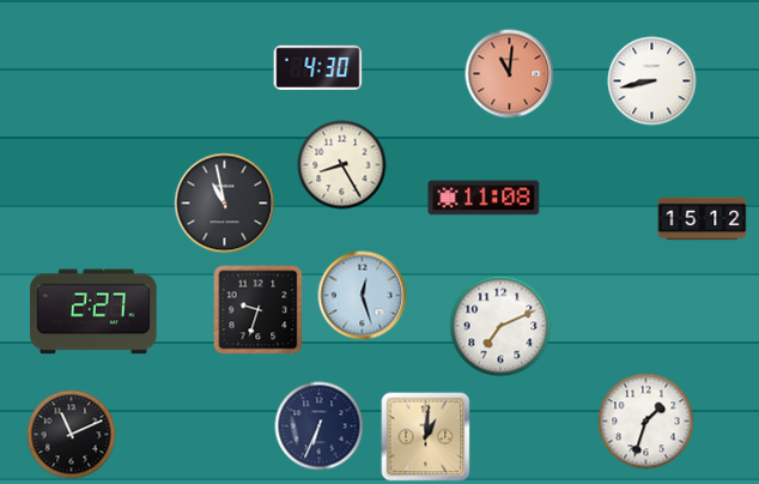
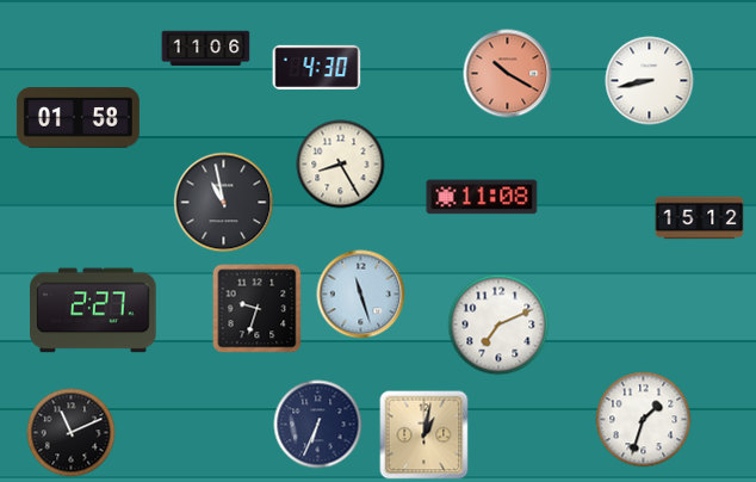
clock at (206, 49): none -> 11:06
clock at (510, 74): 11:01 -> 10:20
clock at (78, 118): none -> 01:58
clock at (363, 296): 12:27 -> 11:27
clock at (426, 437): 1:01 -> 1:02
